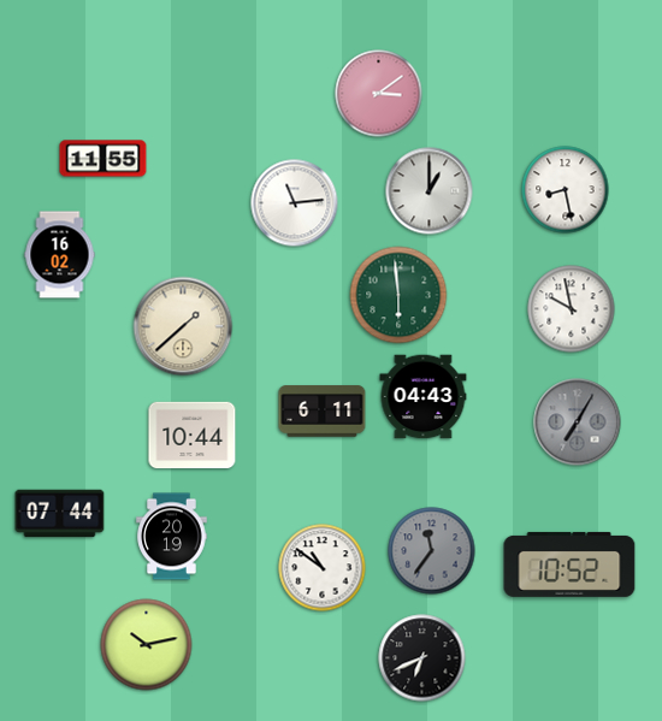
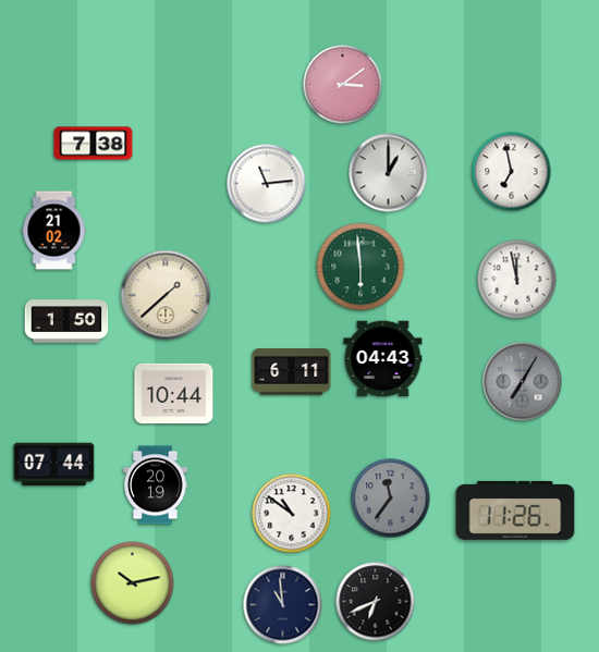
clock at (104, 159): 11:55 -> 7:38
clock at (566, 190): 8:28 -> 6:58
clock at (60, 255): 16:02 -> 21:02
clock at (572, 309): 9:58 -> 11:58
clock at (66, 321): none -> 1:50
clock at (569, 565): 10:52 -> 11:26
clock at (422, 658) position: (422, 658) -> (376, 602)
clock at (283, 605): none -> 10:59
